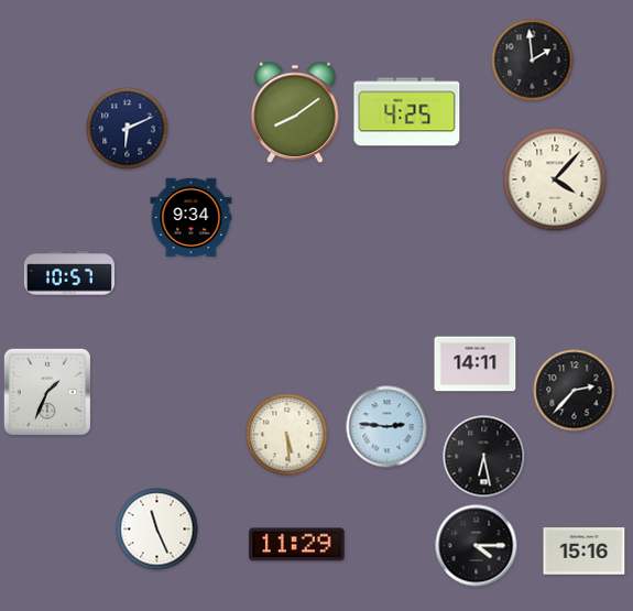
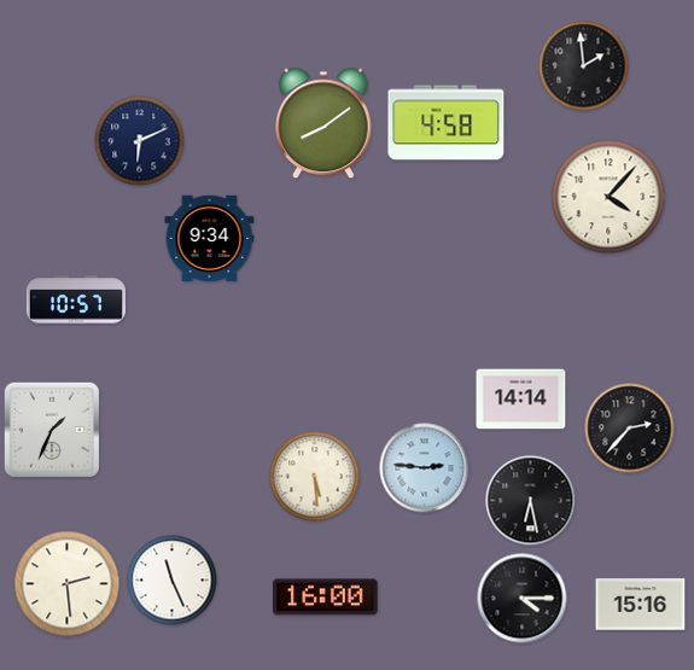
clock at (407, 112): 4:25 -> 4:58
clock at (476, 364): 14:11 -> 14:14
clock at (68, 584): none -> 2:29
clock at (297, 545): 11:29 -> 16:00
